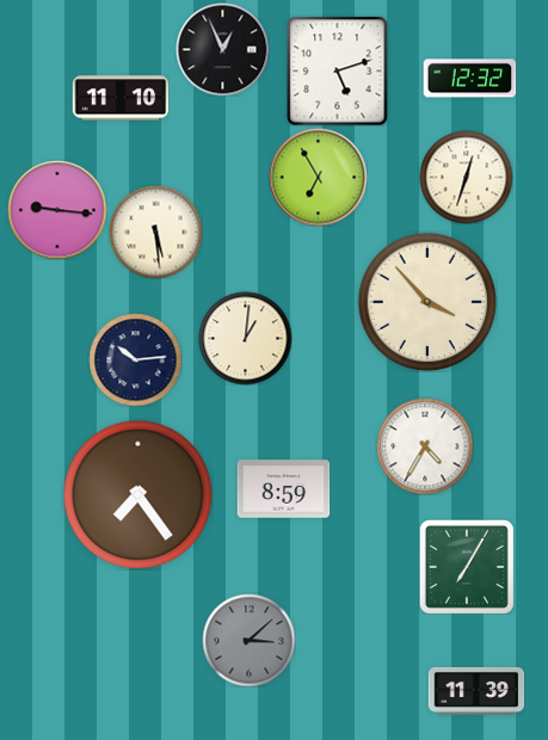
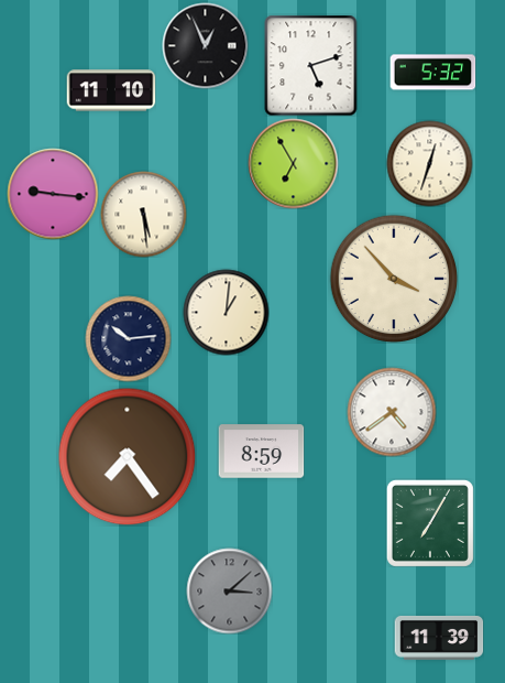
clock at (469, 79): 12:32 -> 5:32
clock at (135, 359) position: (135, 359) -> (128, 338)
clock at (425, 446): 4:35 -> 4:39
